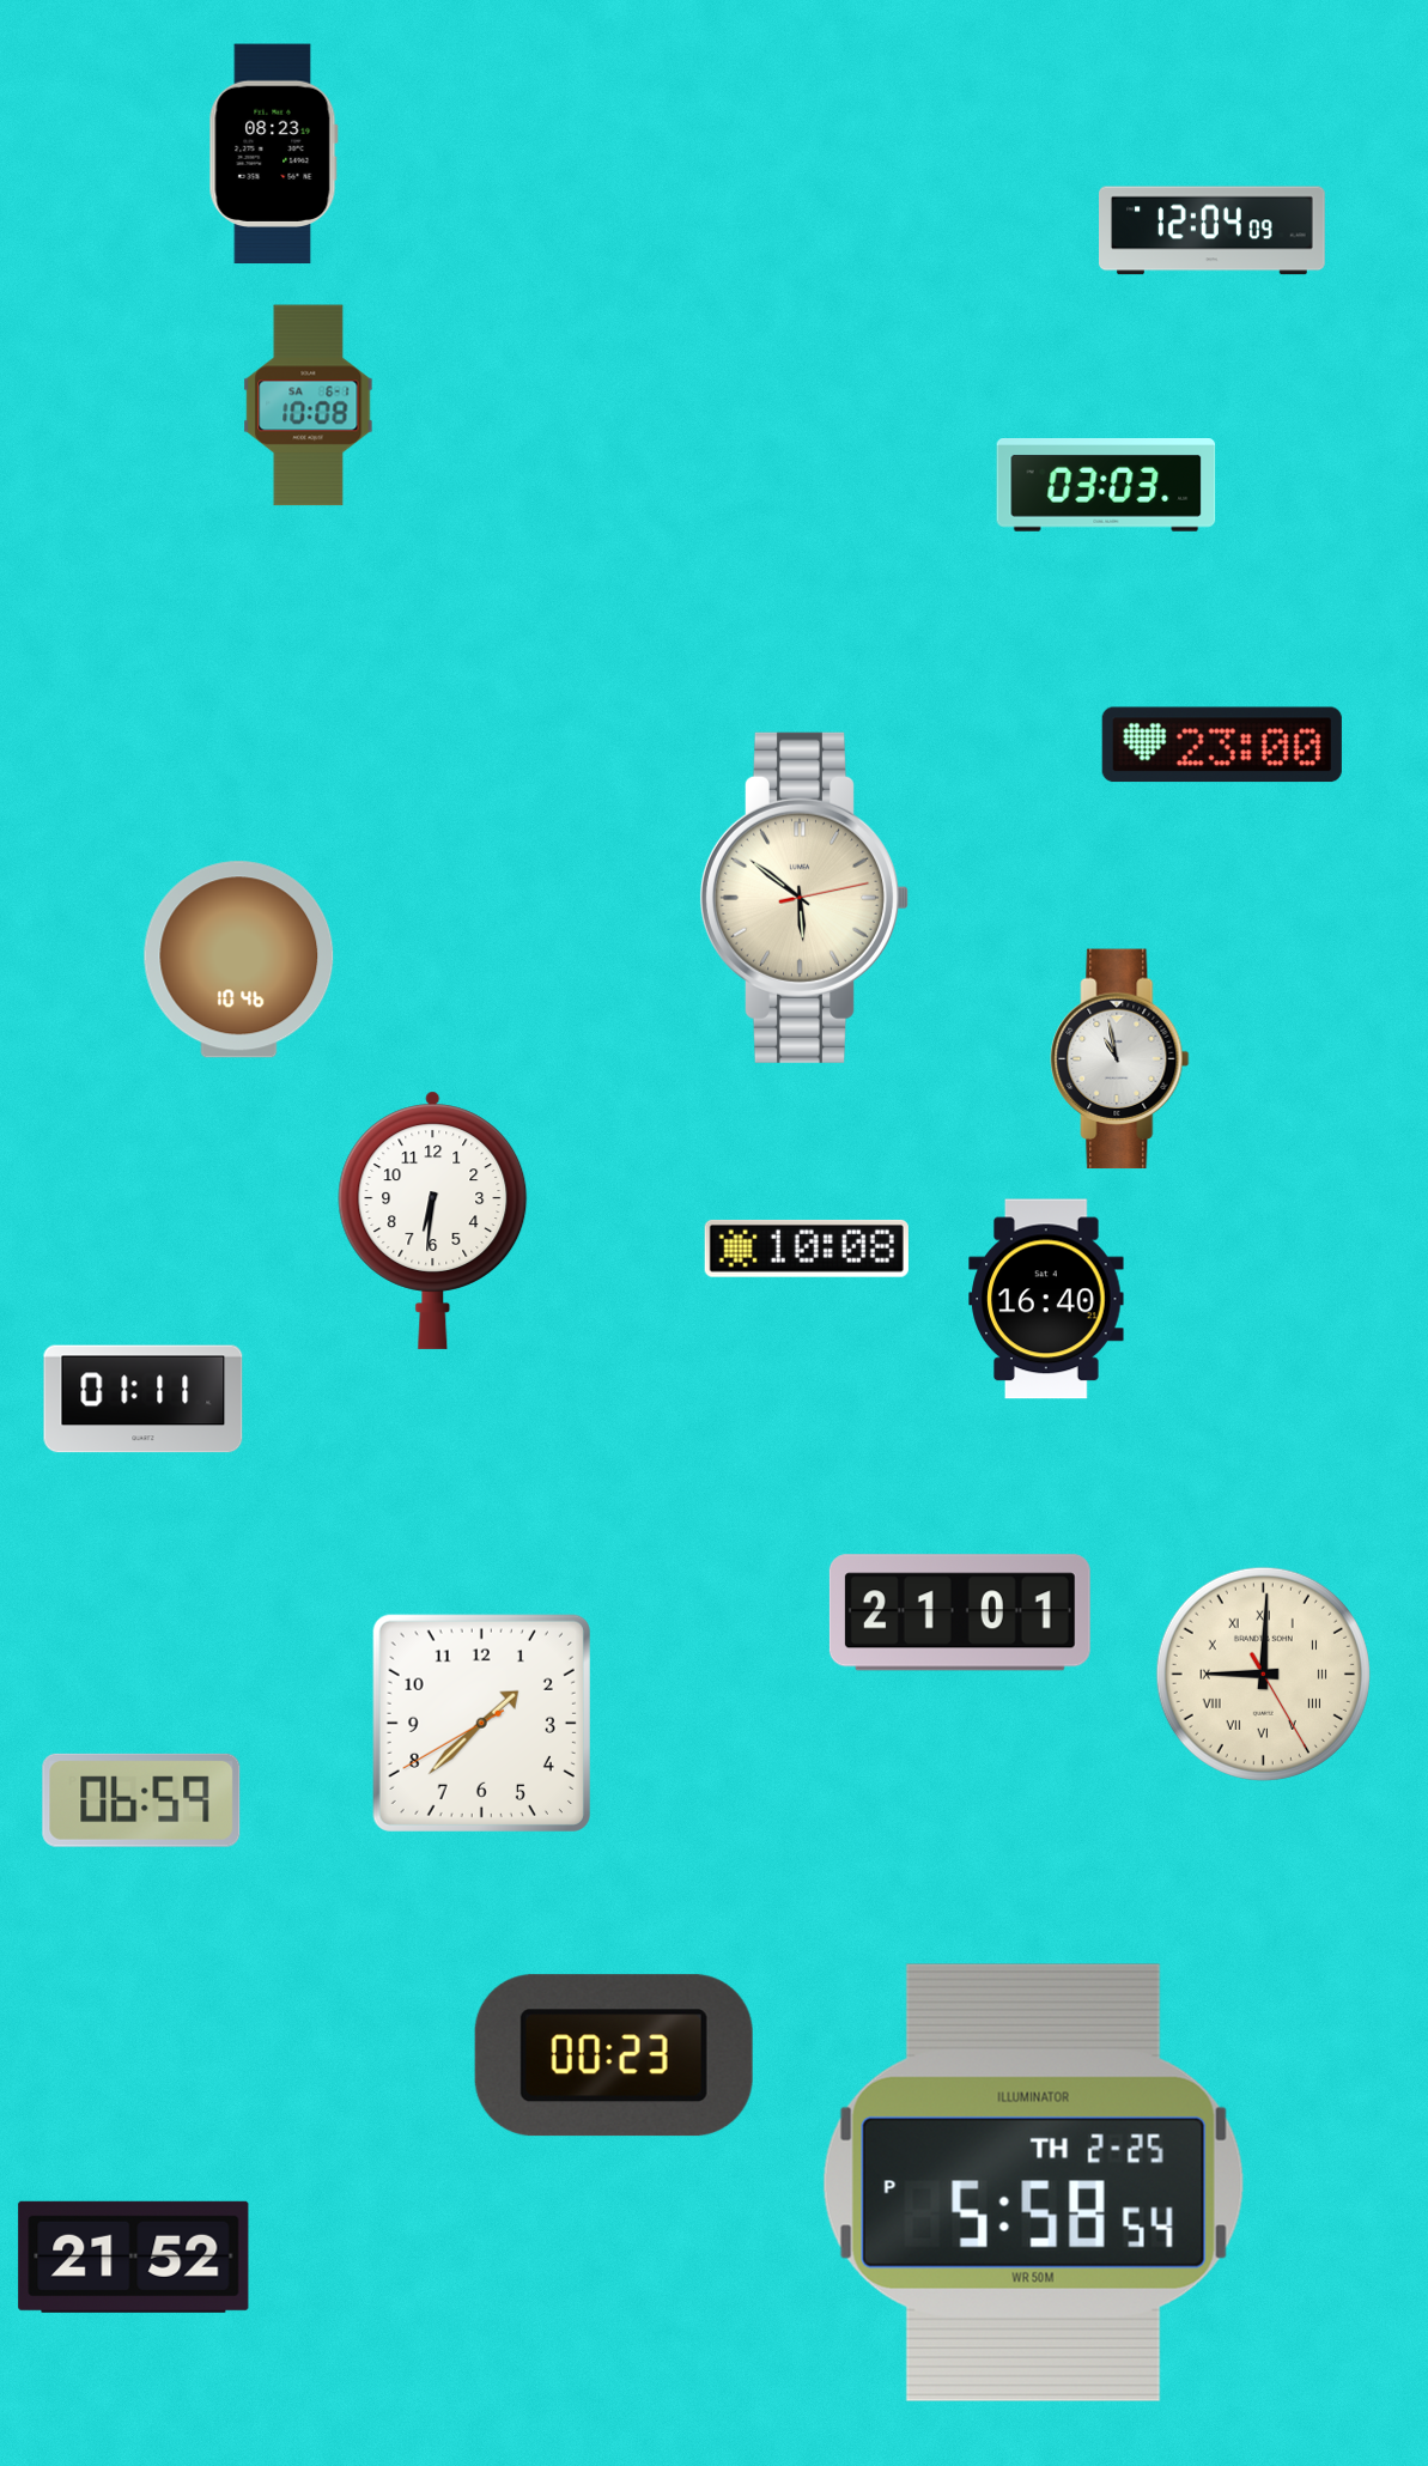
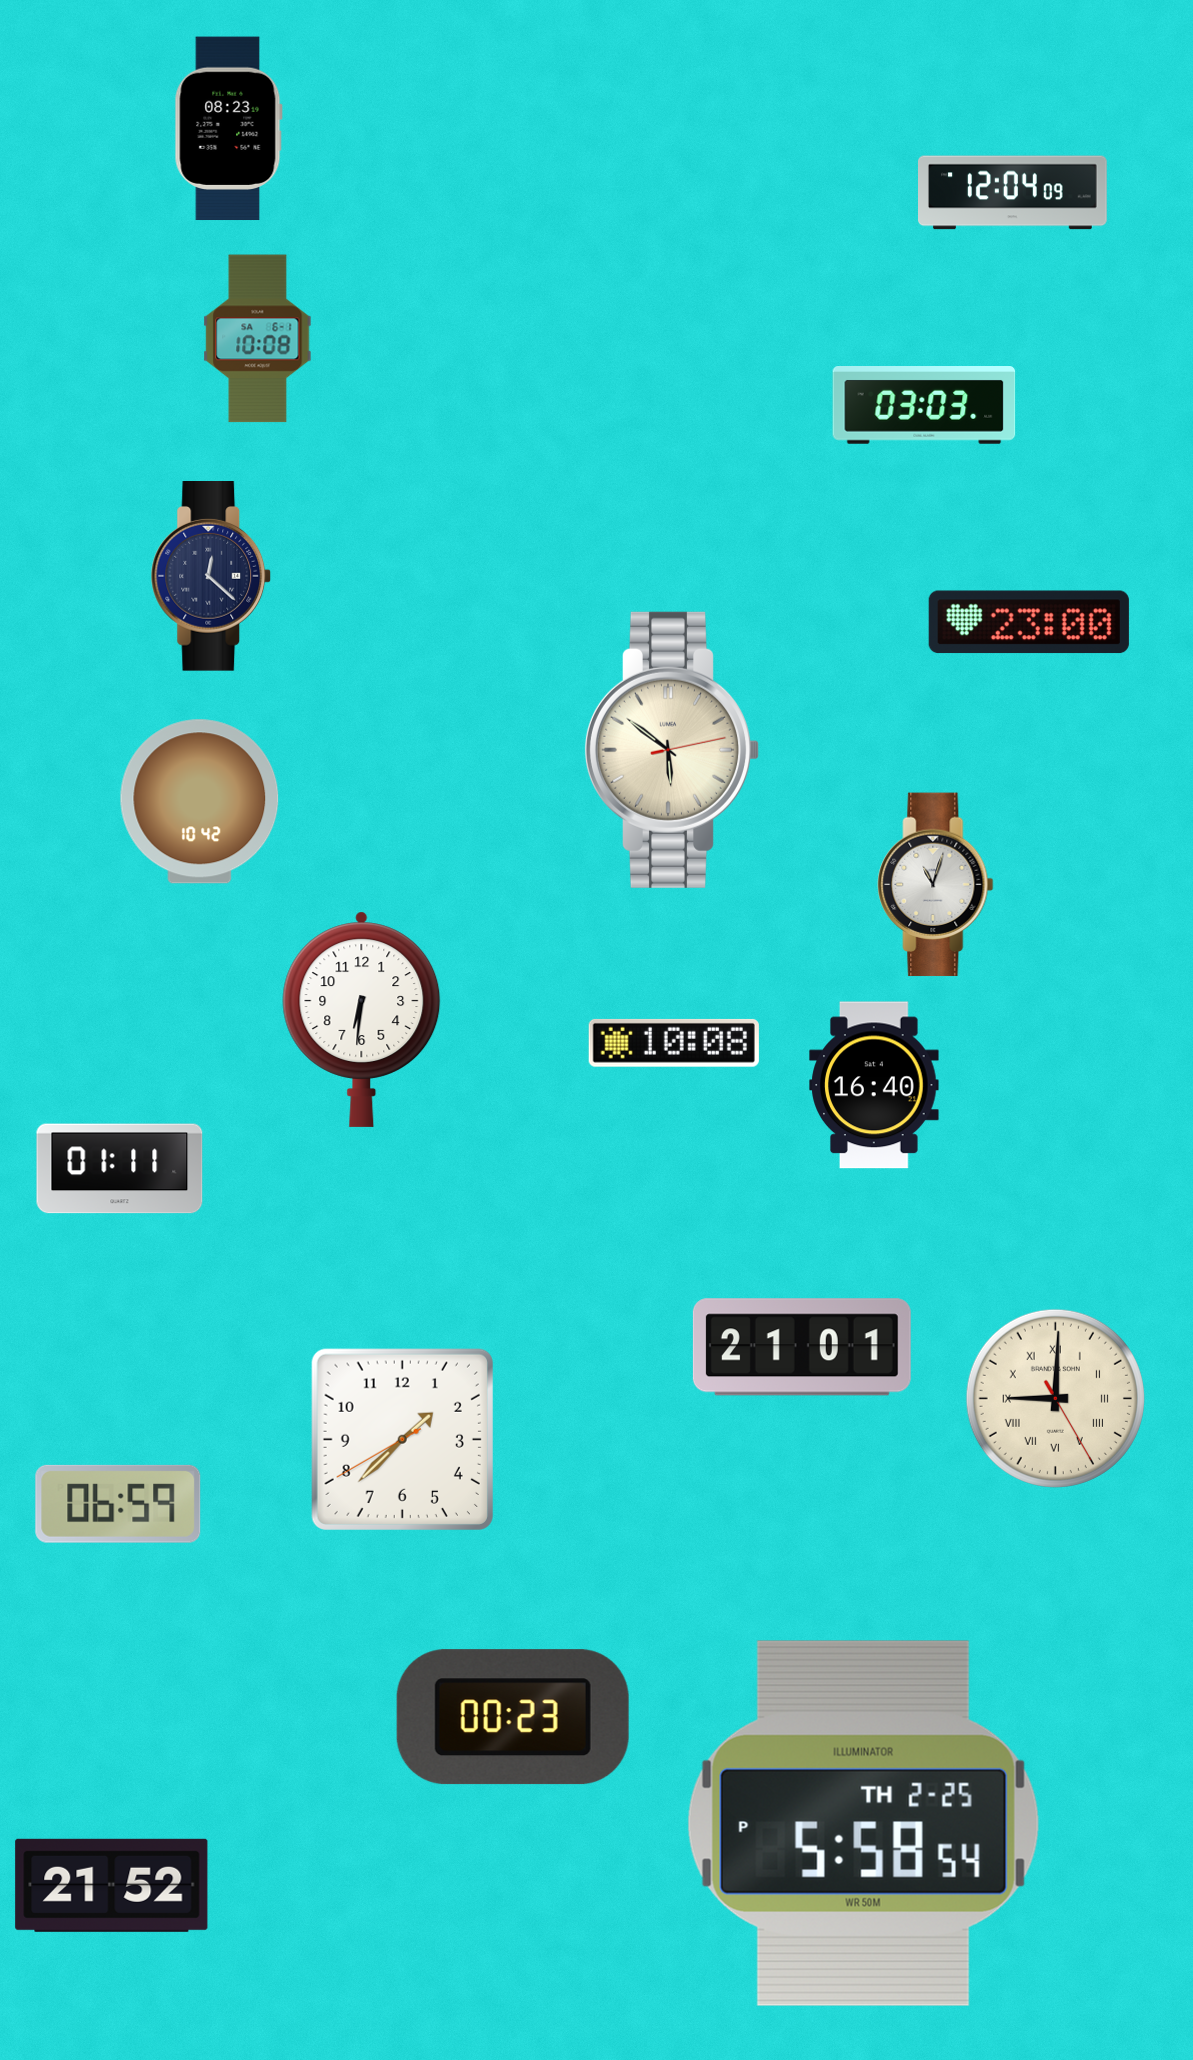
clock at (211, 577): none -> 12:22
clock at (1222, 745) position: (1222, 745) -> (1029, 622)
clock at (239, 960): 10:46 -> 10:42
clock at (1120, 1059): 10:58 -> 11:03
